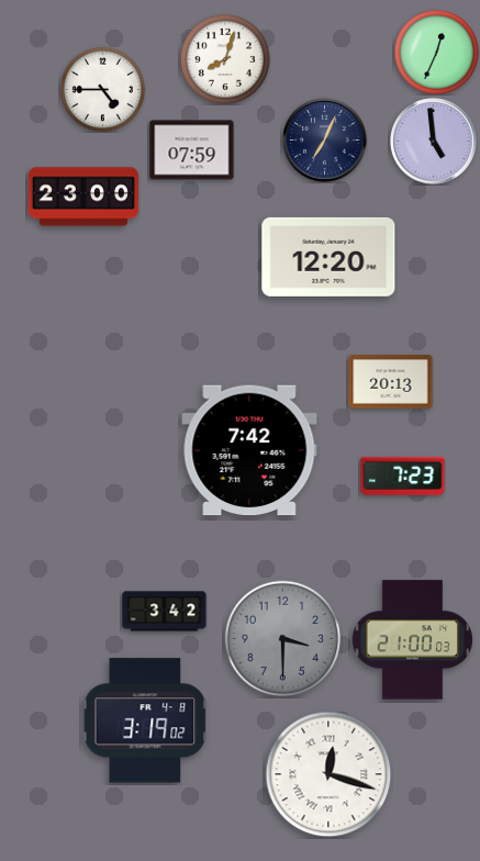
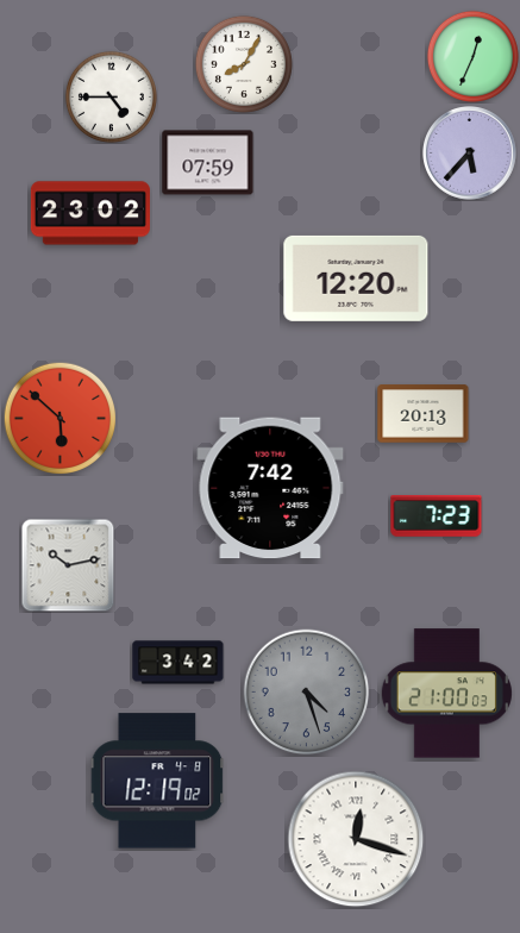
clock at (225, 59): 8:03 -> 8:05
clock at (325, 141): 7:04 -> none
clock at (434, 142): 4:59 -> 5:37
clock at (83, 197): 23:00 -> 23:02
clock at (59, 418): none -> 5:52
clock at (68, 565): none -> 10:13
clock at (283, 639): 3:30 -> 4:27
clock at (145, 720): 3:19 -> 12:19
